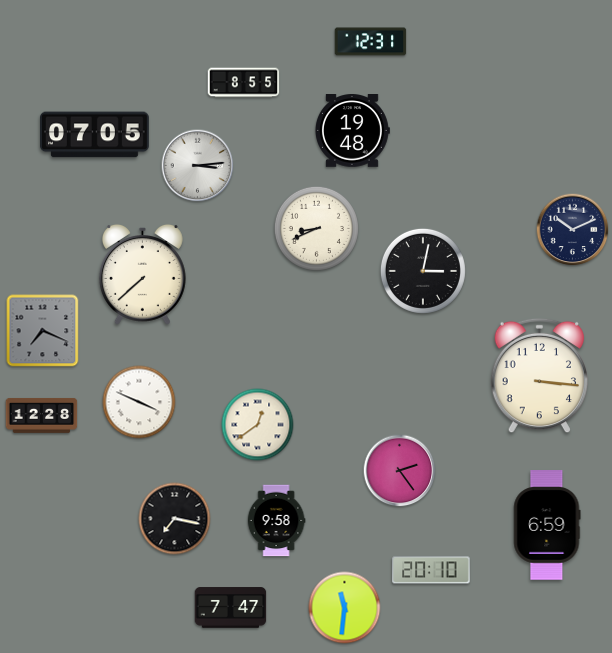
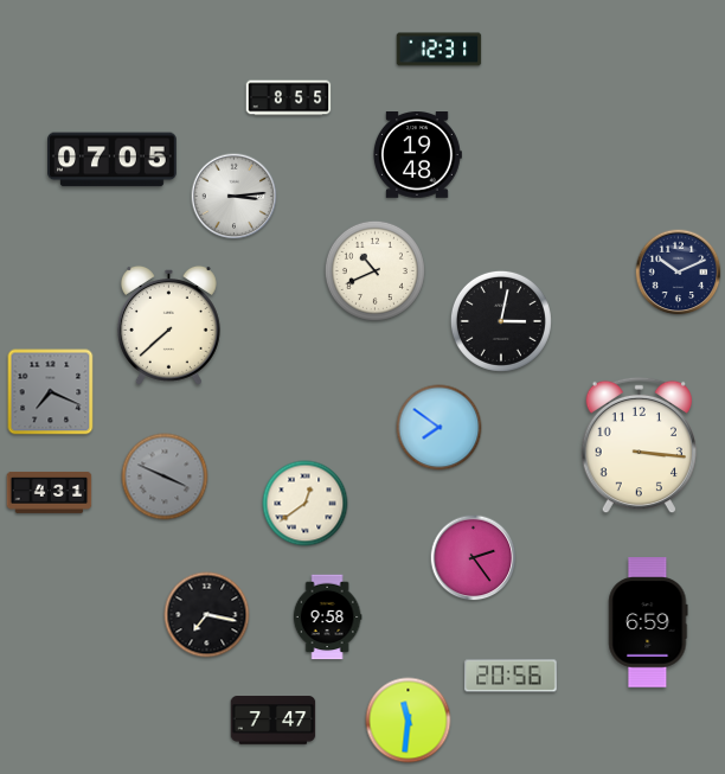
clock at (316, 228): 8:41 -> 10:41
clock at (440, 428): none -> 7:51
clock at (139, 402) dial: white -> grey
clock at (42, 415): 12:28 -> 4:31
clock at (431, 570): 20:10 -> 20:56
